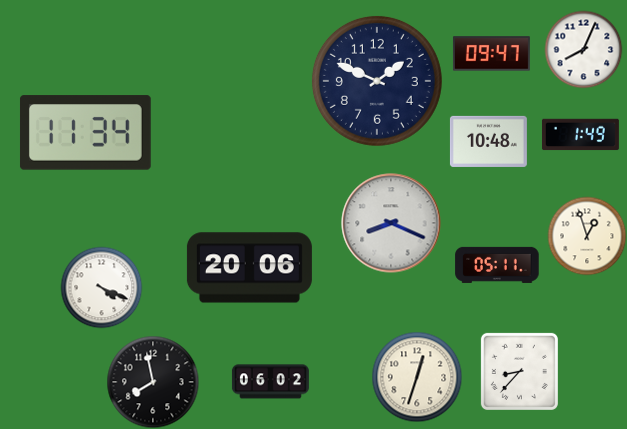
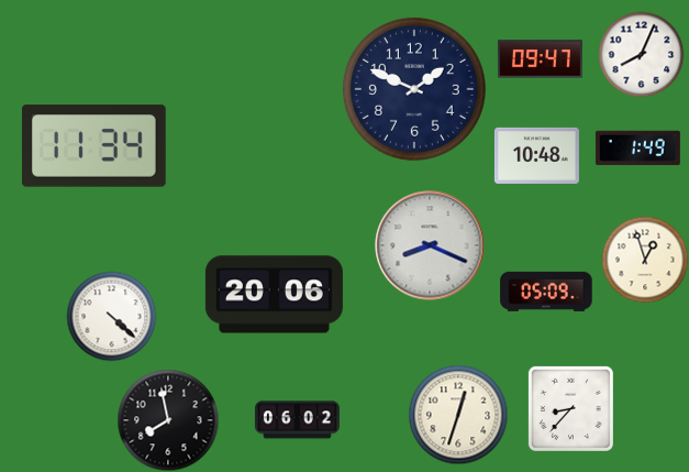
clock at (497, 265): 05:11 -> 05:09
clock at (101, 287): 4:19 -> 4:22
